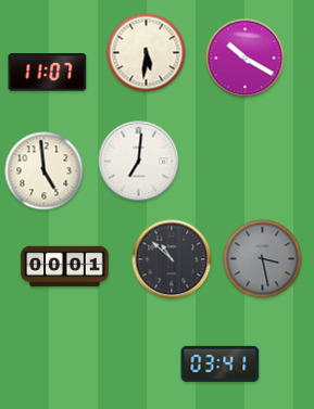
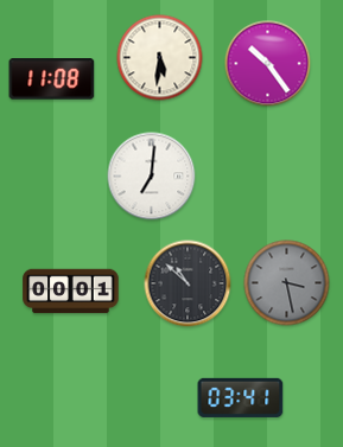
clock at (246, 59): 10:20 -> 10:24
clock at (48, 73): 11:07 -> 11:08
clock at (45, 171): 4:59 -> none
